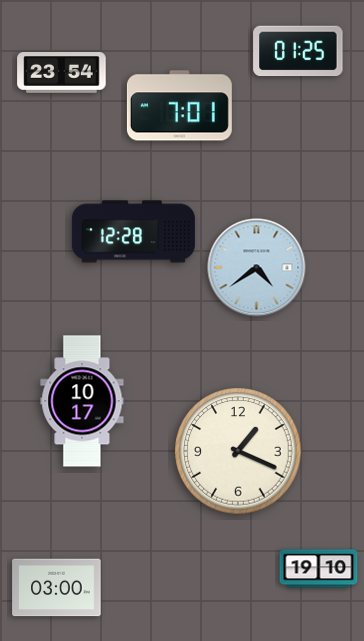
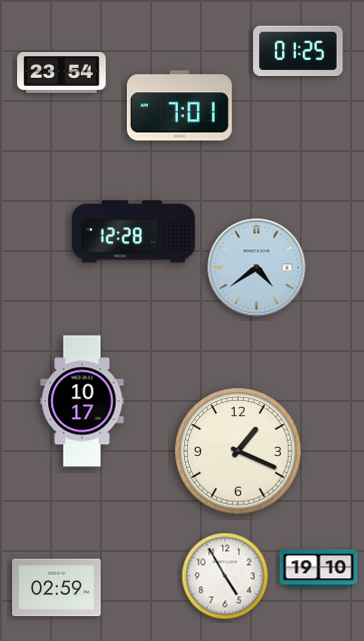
clock at (225, 576): none -> 4:55
clock at (57, 588): 03:00 -> 02:59
